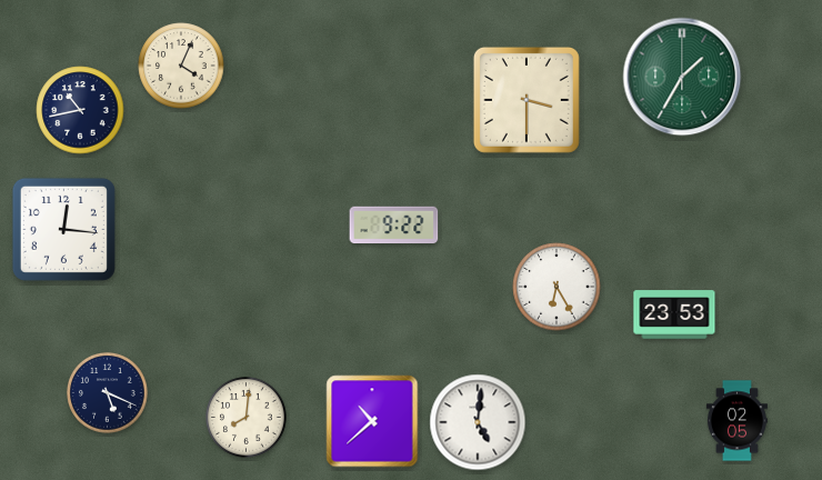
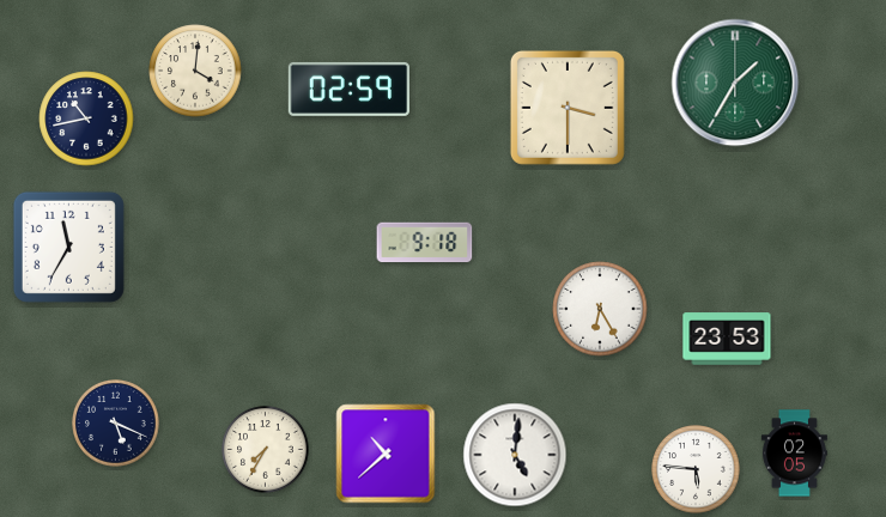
clock at (181, 66): 4:04 -> 4:01
clock at (348, 89): none -> 02:59
clock at (394, 226): 9:22 -> 9:18
clock at (63, 229): 12:16 -> 11:35
clock at (247, 418): 8:01 -> 7:35
clock at (372, 421) position: (372, 421) -> (386, 454)
clock at (696, 469): none -> 5:46
